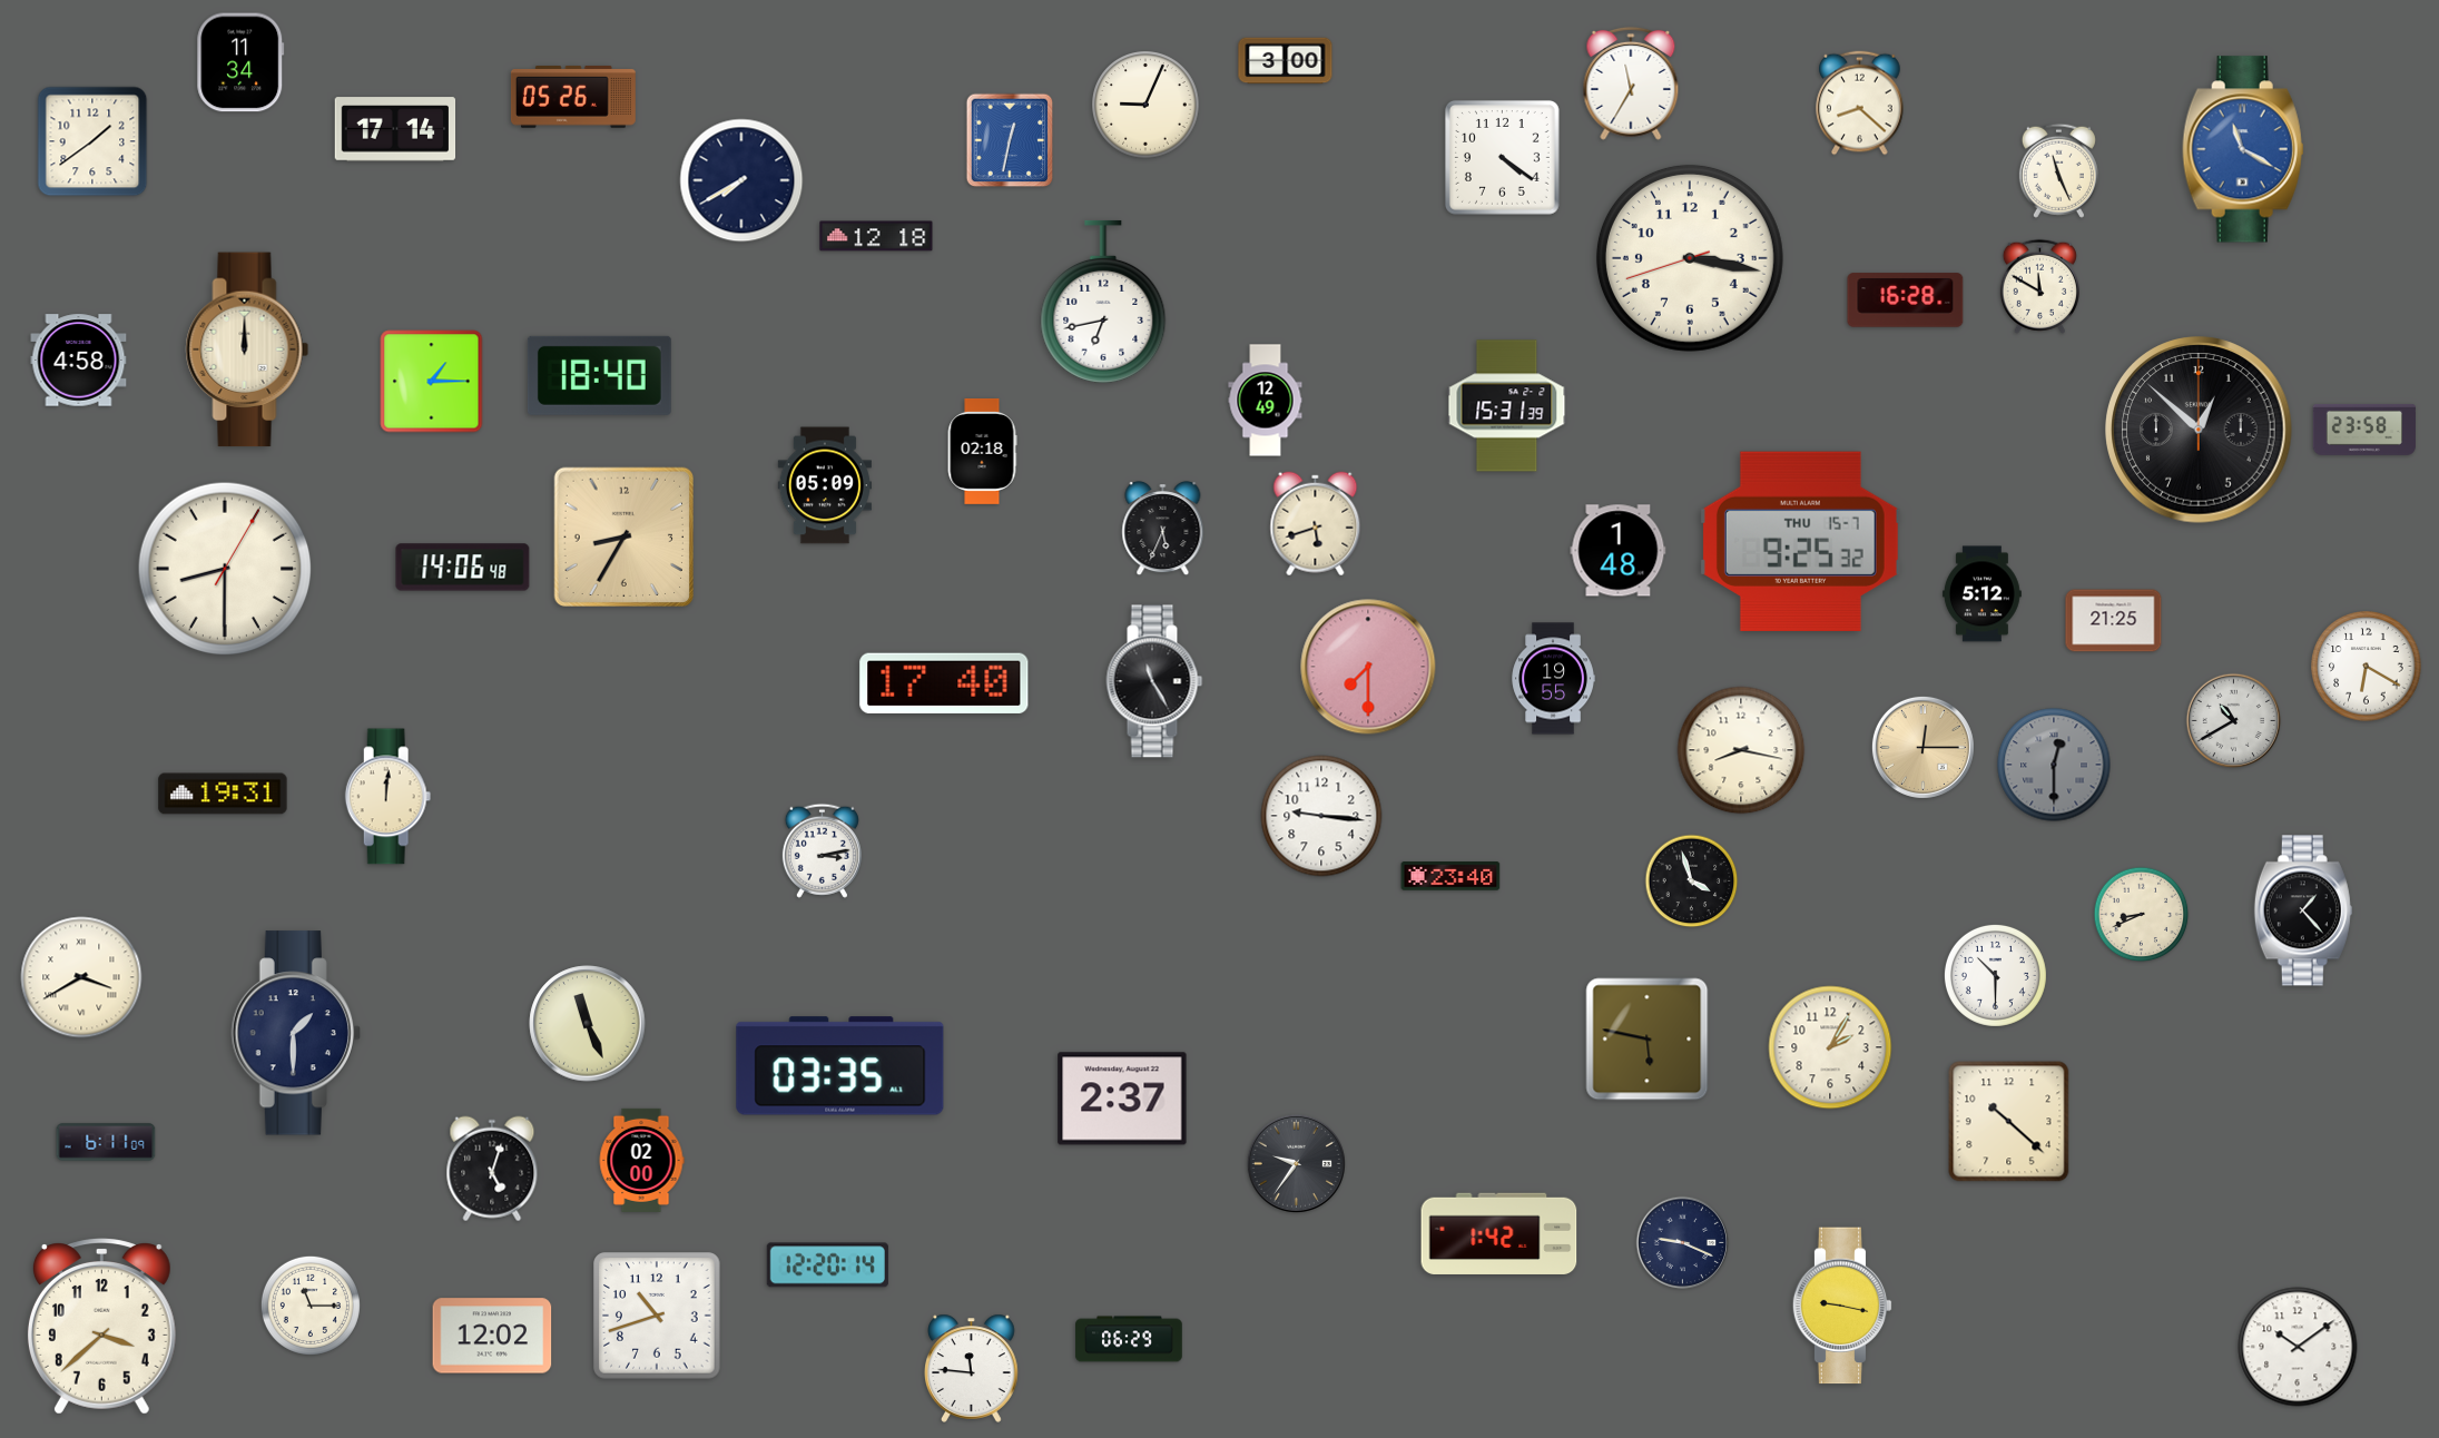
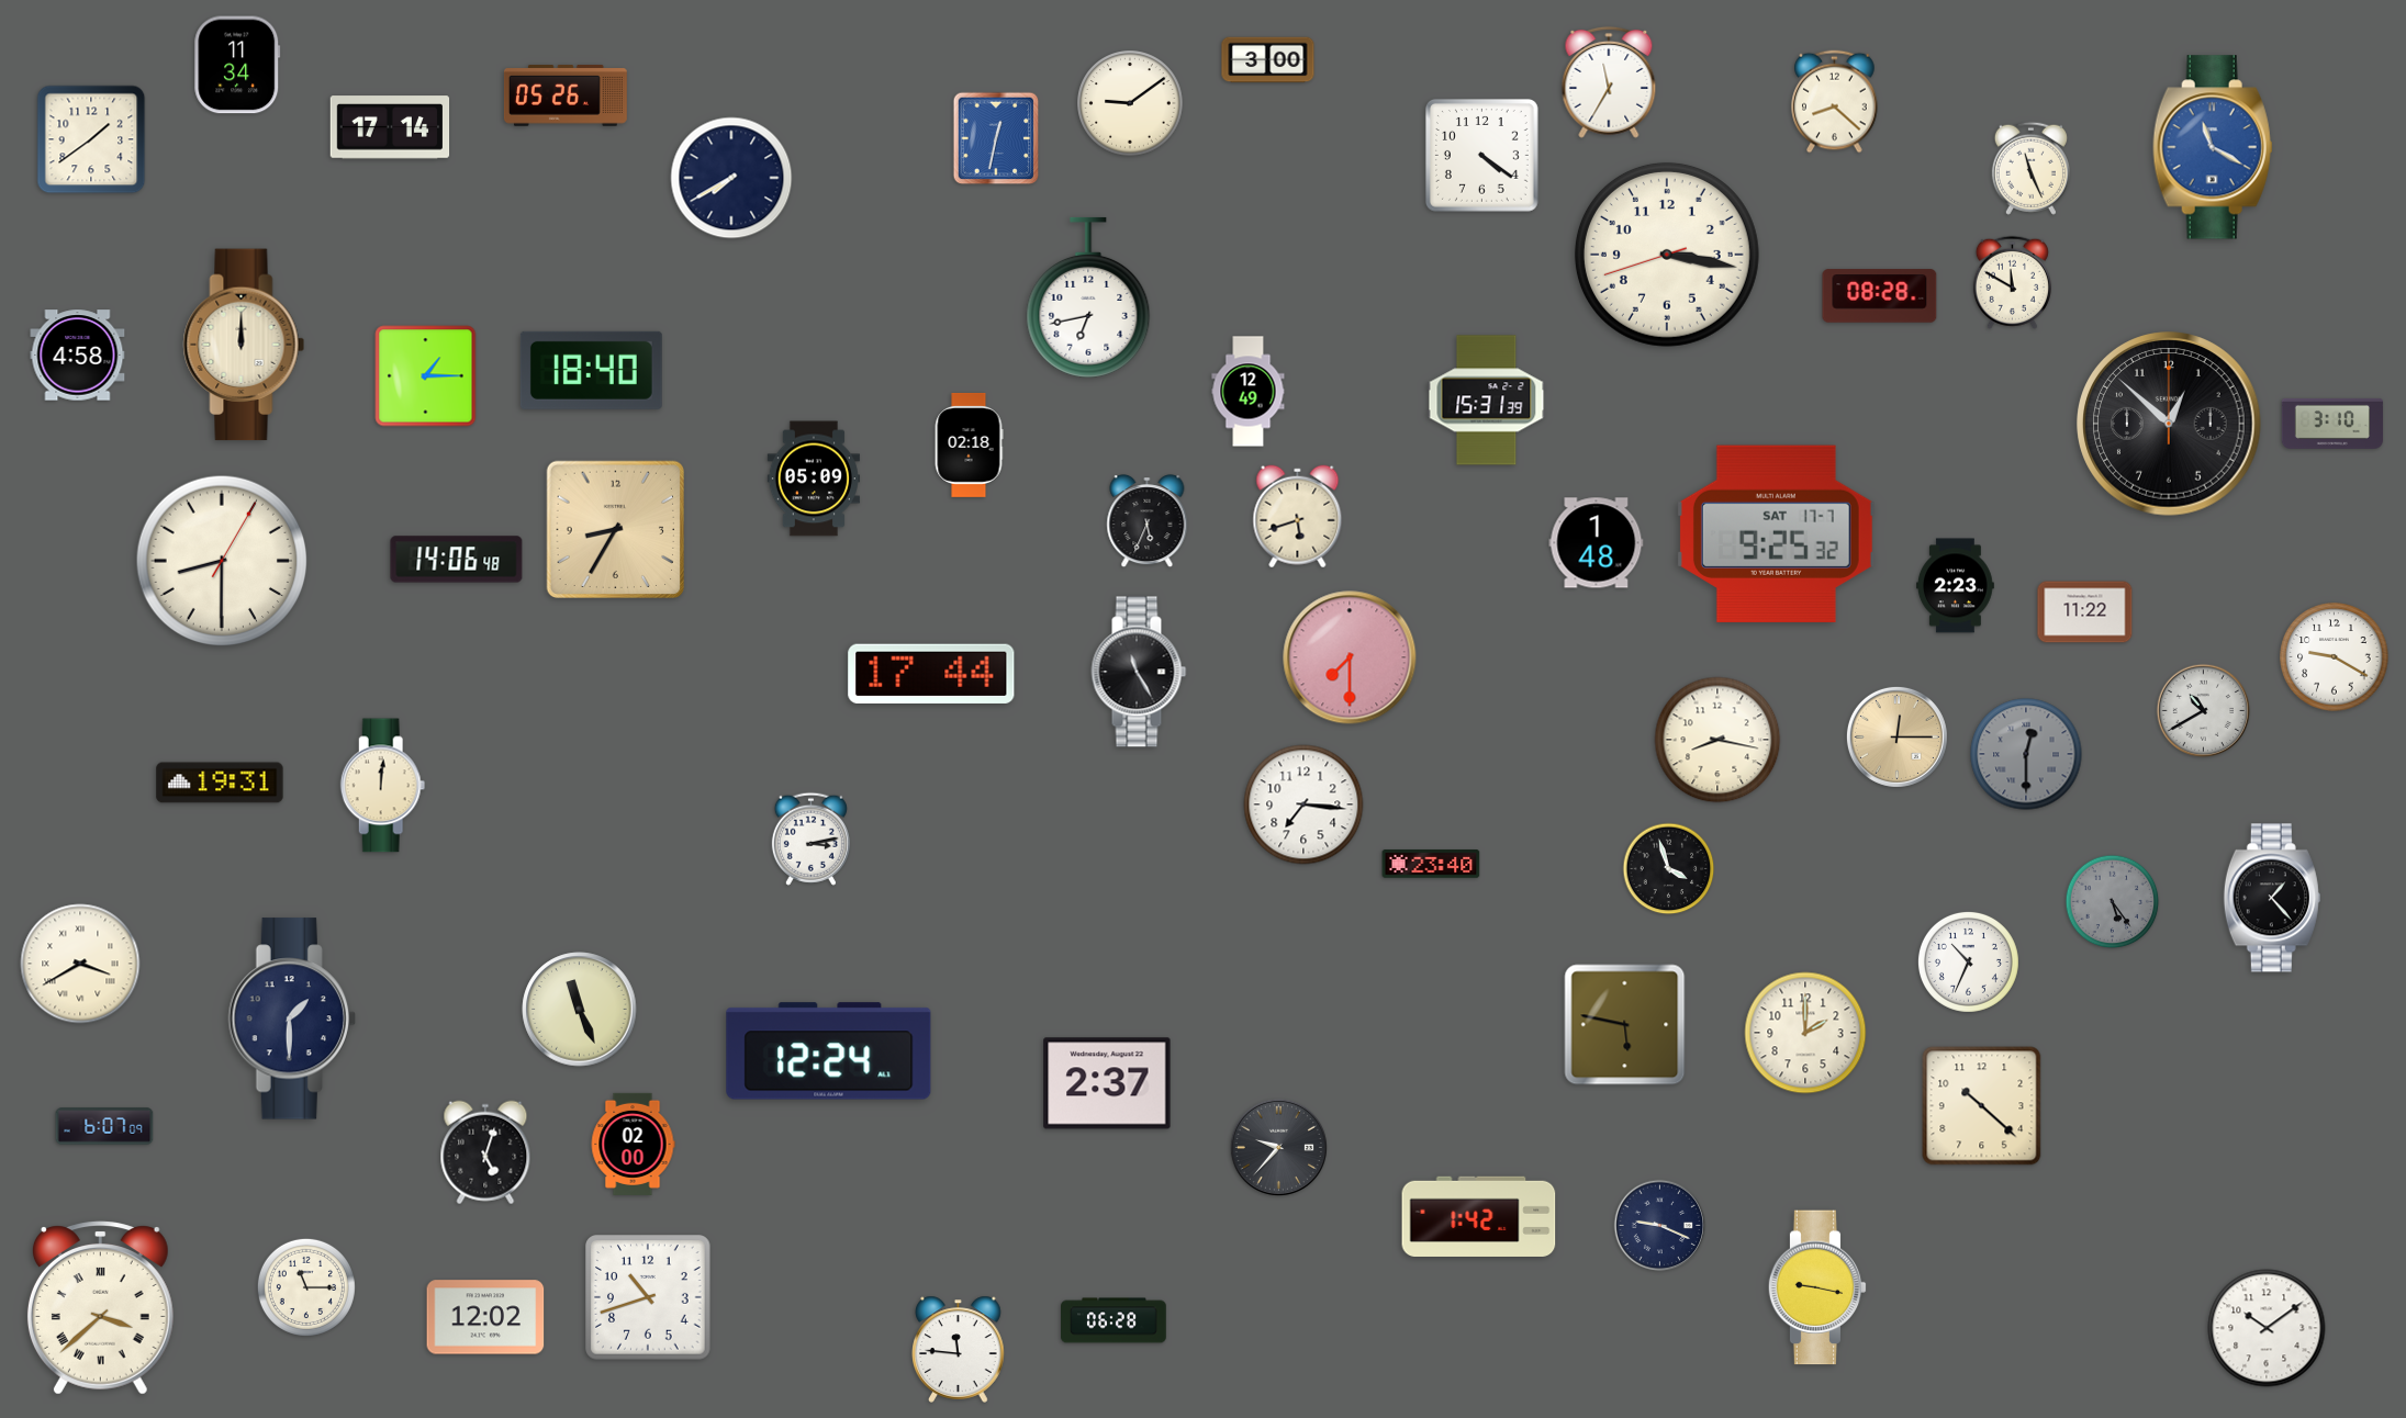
clock at (240, 62) position: (240, 62) -> (237, 65)
clock at (1145, 105): 9:04 -> 9:09
clock at (876, 236): 12:18 -> none
clock at (1906, 301): 16:28 -> 08:28
clock at (1266, 401) position: (1266, 401) -> (1249, 392)
clock at (2364, 430): 23:58 -> 3:10
clock at (1800, 541) date: THU 15-7 -> SAT 17-7
clock at (1981, 594): 5:12 -> 2:23
clock at (2114, 621): 21:25 -> 11:22
clock at (2367, 667): 6:20 -> 9:20
clock at (1553, 679): 19:55 -> none
clock at (944, 683): 17:40 -> 17:44
clock at (1321, 816): 9:16 -> 7:16
clock at (2142, 915): 8:41 -> 5:24
clock at (2142, 915) dial: cream -> grey
clock at (1995, 975): 10:30 -> 10:34
clock at (1830, 1047): 2:05 -> 2:00
clock at (840, 1066): 03:35 -> 12:24
clock at (106, 1142): 6:11 -> 6:07
clock at (1296, 1163): 9:36 -> 9:37
clock at (827, 1265): 12:20 -> none
clock at (101, 1327) numerals: Arabic -> Roman
clock at (1129, 1339): 06:29 -> 06:28
